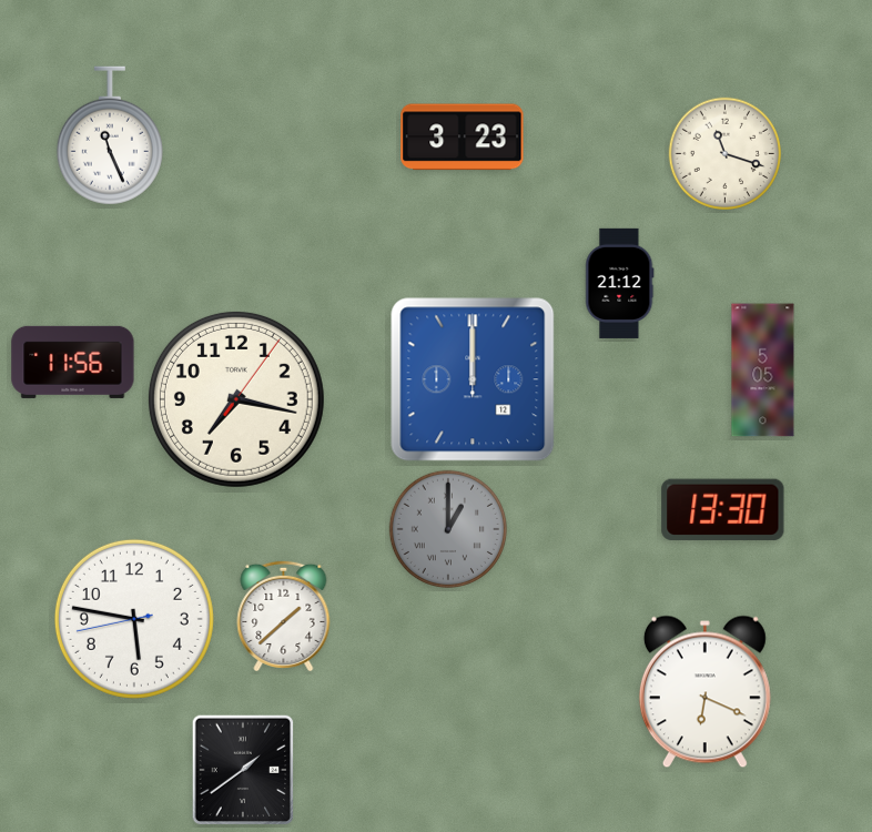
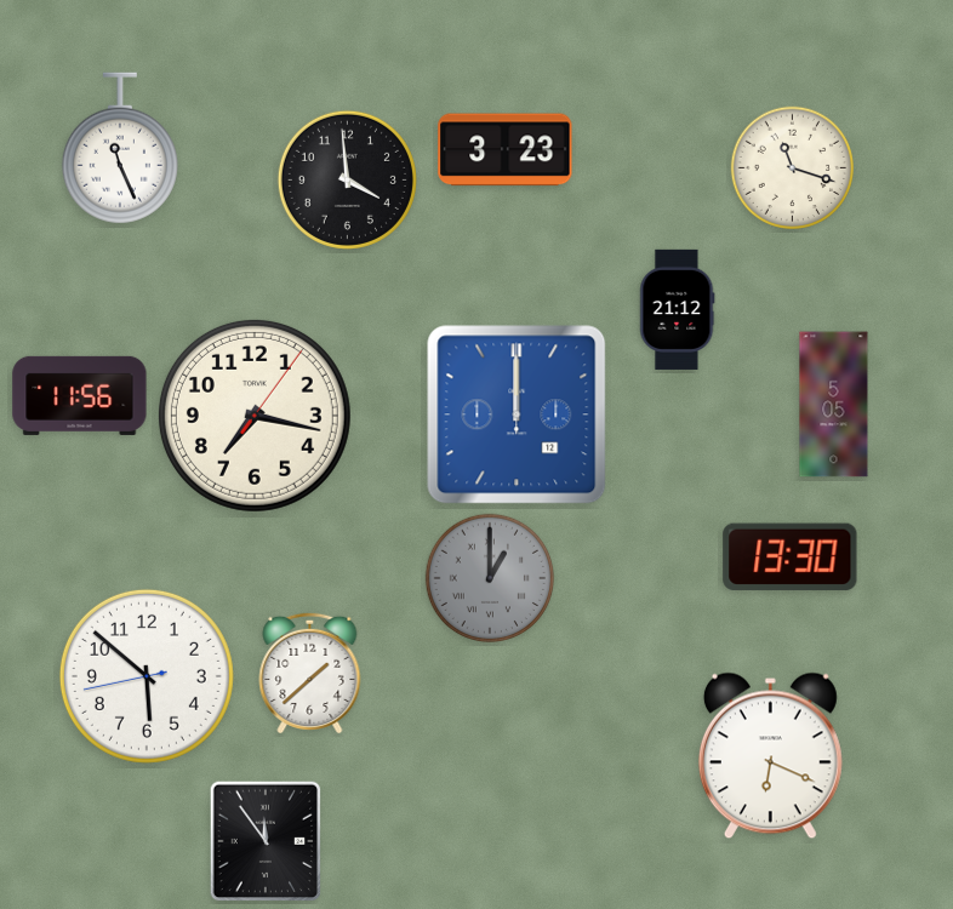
clock at (347, 179): none -> 3:59
clock at (236, 399) position: (236, 399) -> (255, 416)
clock at (134, 619): 5:46 -> 5:51
clock at (243, 770): 1:39 -> 11:54
